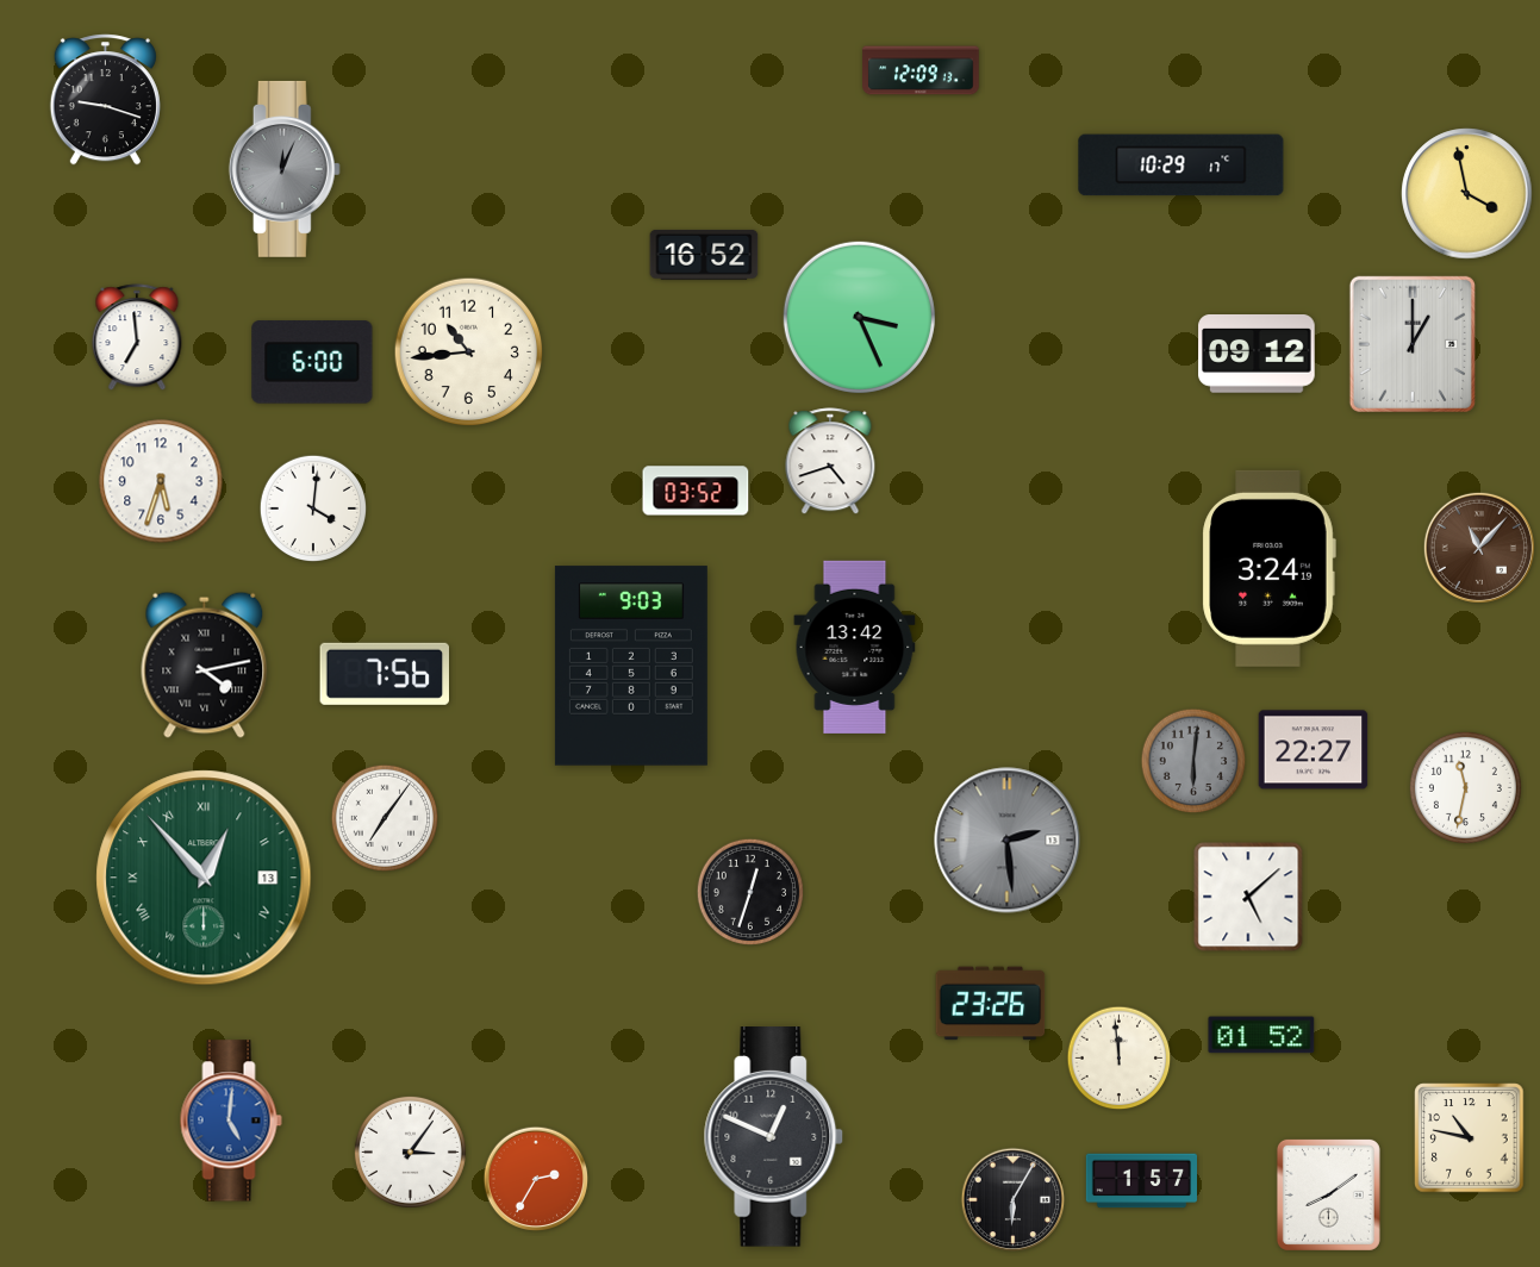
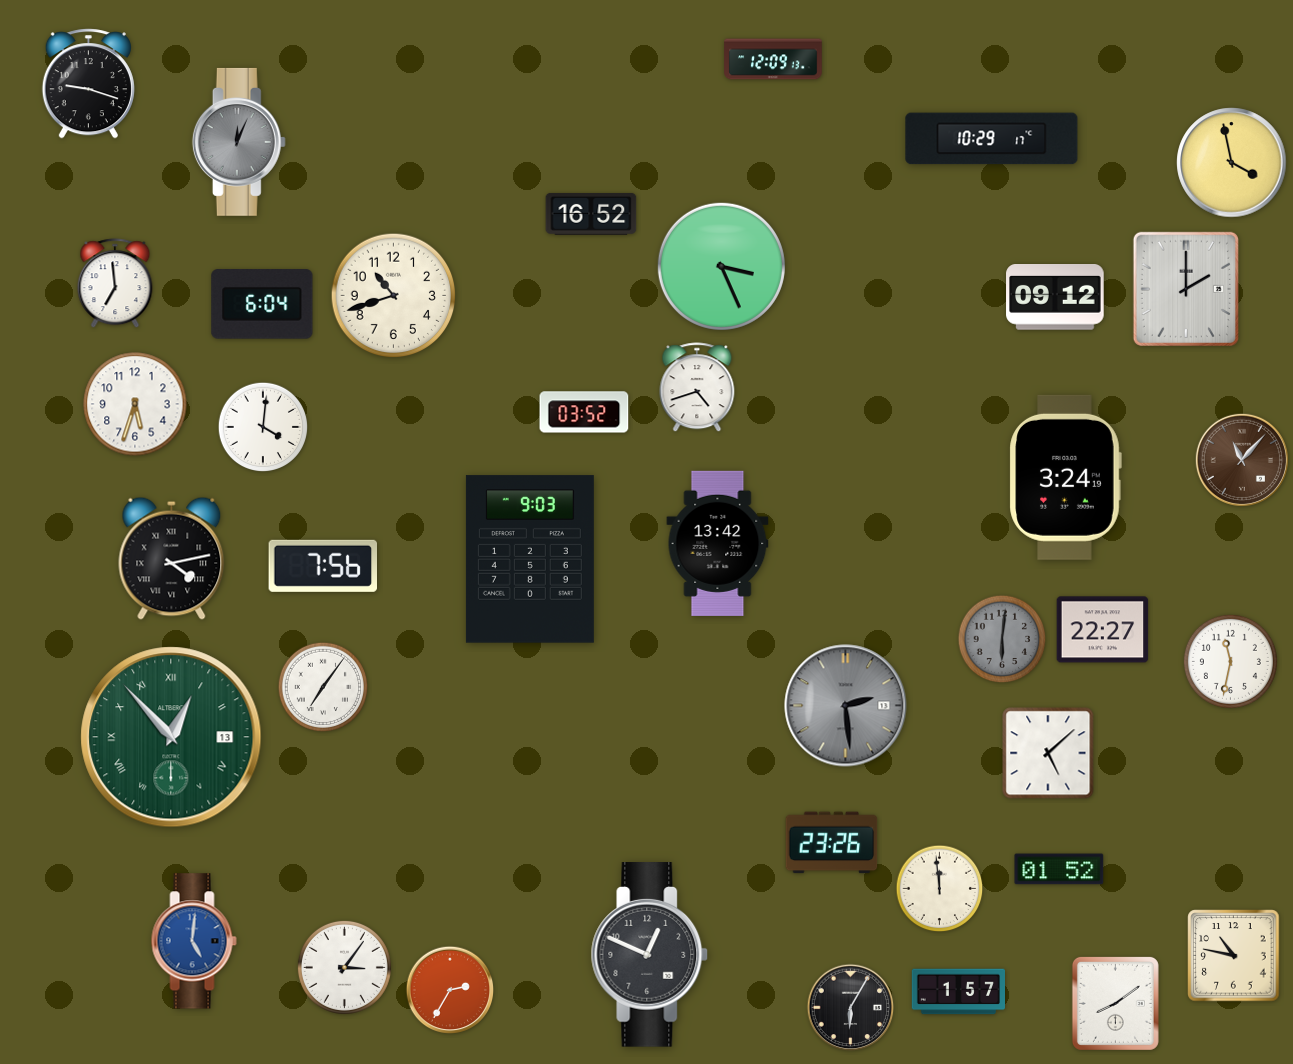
clock at (1413, 344): 1:00 -> 2:00
clock at (469, 352): 10:44 -> 10:42
clock at (312, 362): 6:00 -> 6:04
clock at (750, 892): 12:33 -> none
